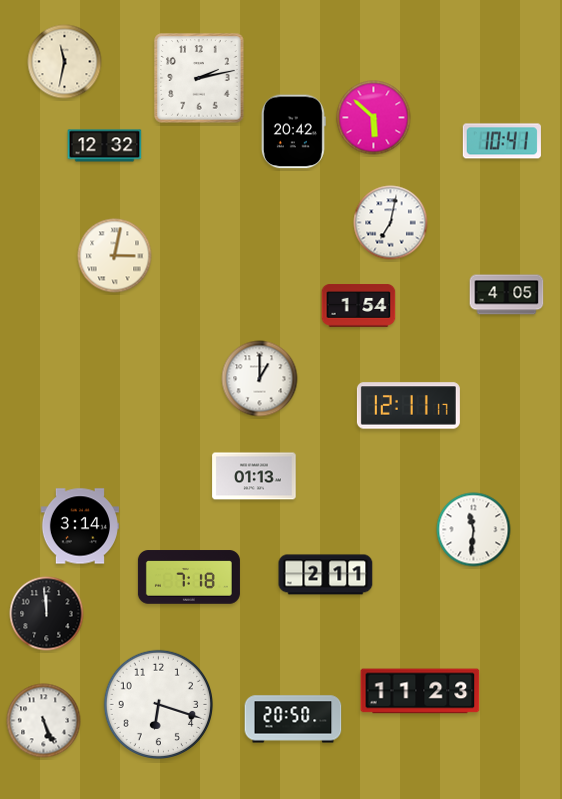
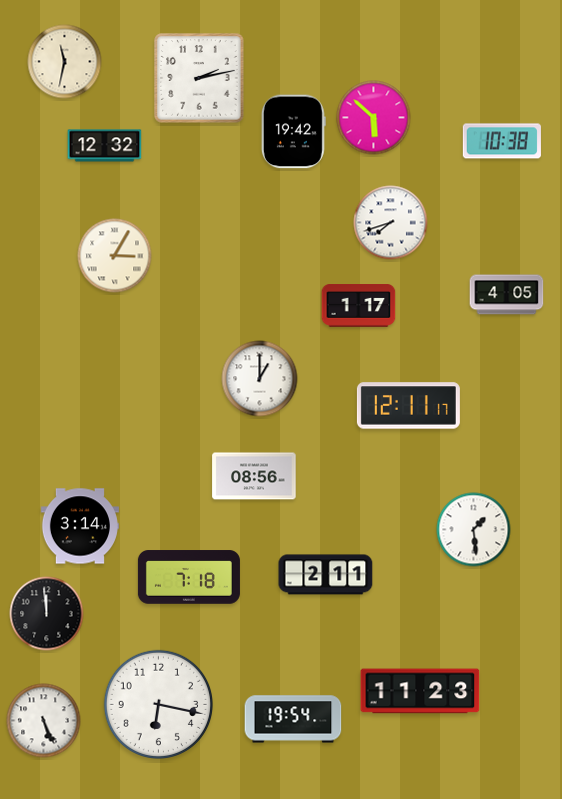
clock at (293, 132): 20:42 -> 19:42
clock at (502, 141): 10:41 -> 10:38
clock at (391, 223): 7:02 -> 7:42
clock at (115, 256): 3:02 -> 3:05
clock at (359, 306): 1:54 -> 1:17
clock at (254, 476): 01:13 -> 08:56
clock at (474, 530): 11:31 -> 1:29
clock at (158, 704): 6:18 -> 6:17
clock at (293, 719): 20:50 -> 19:54
